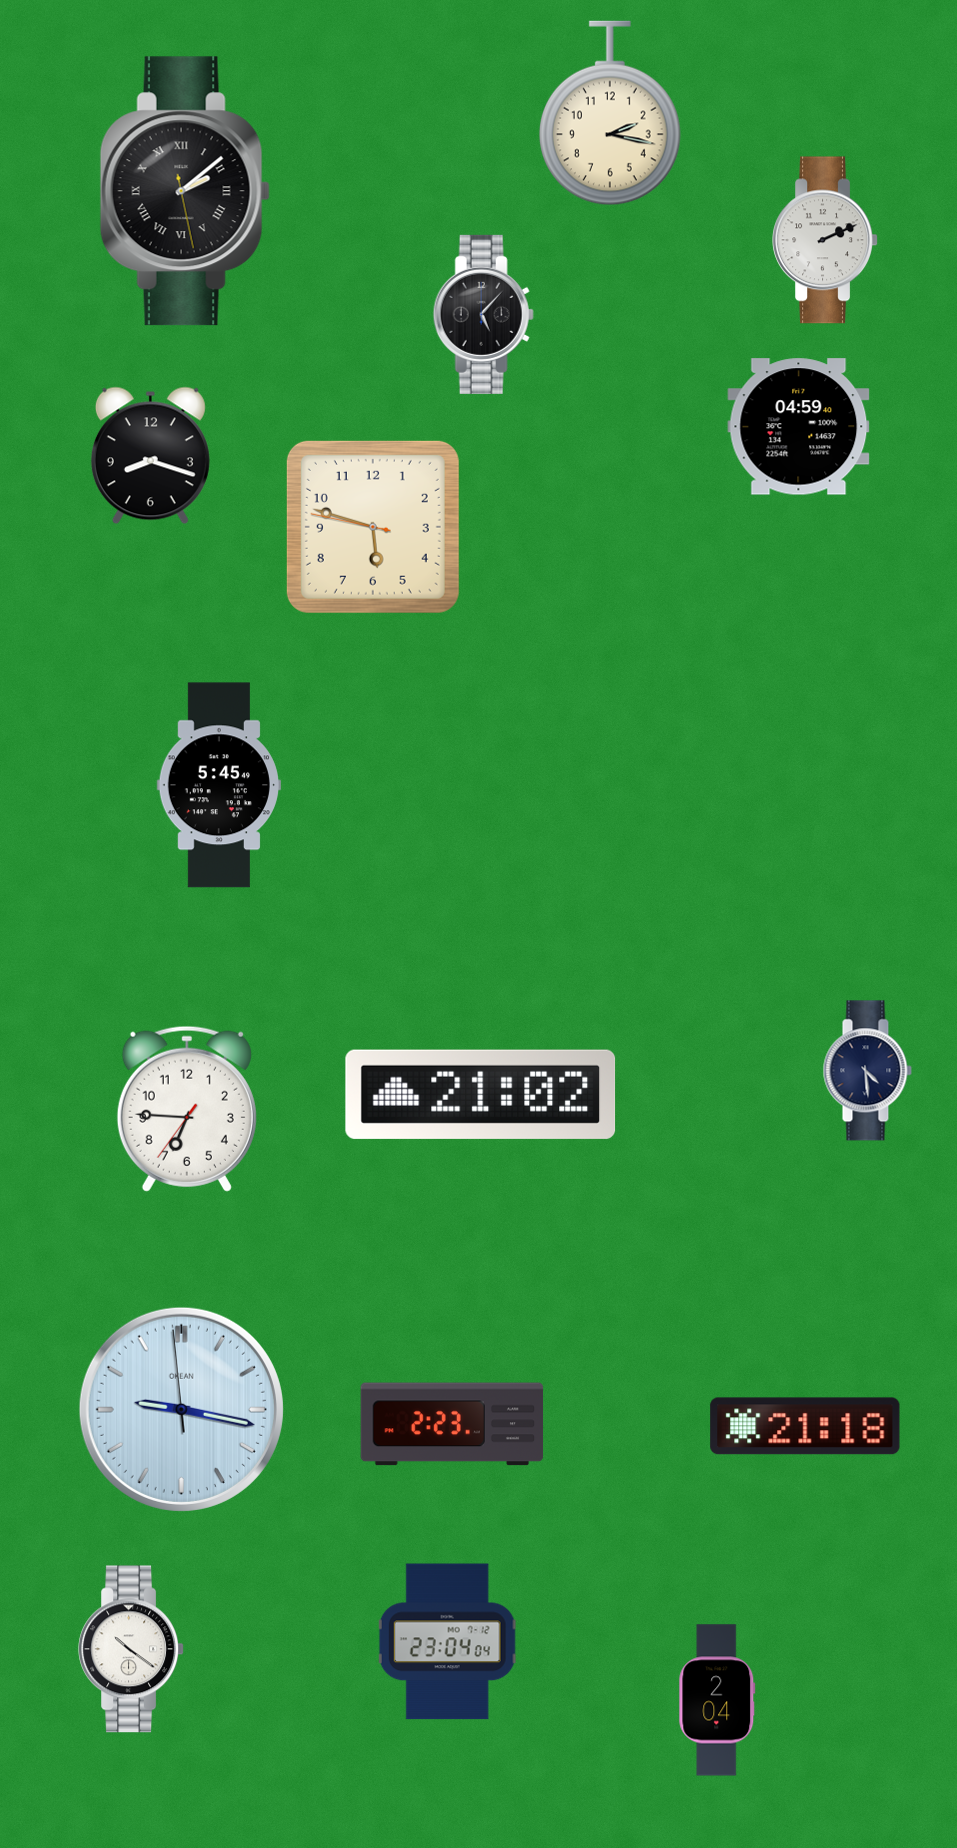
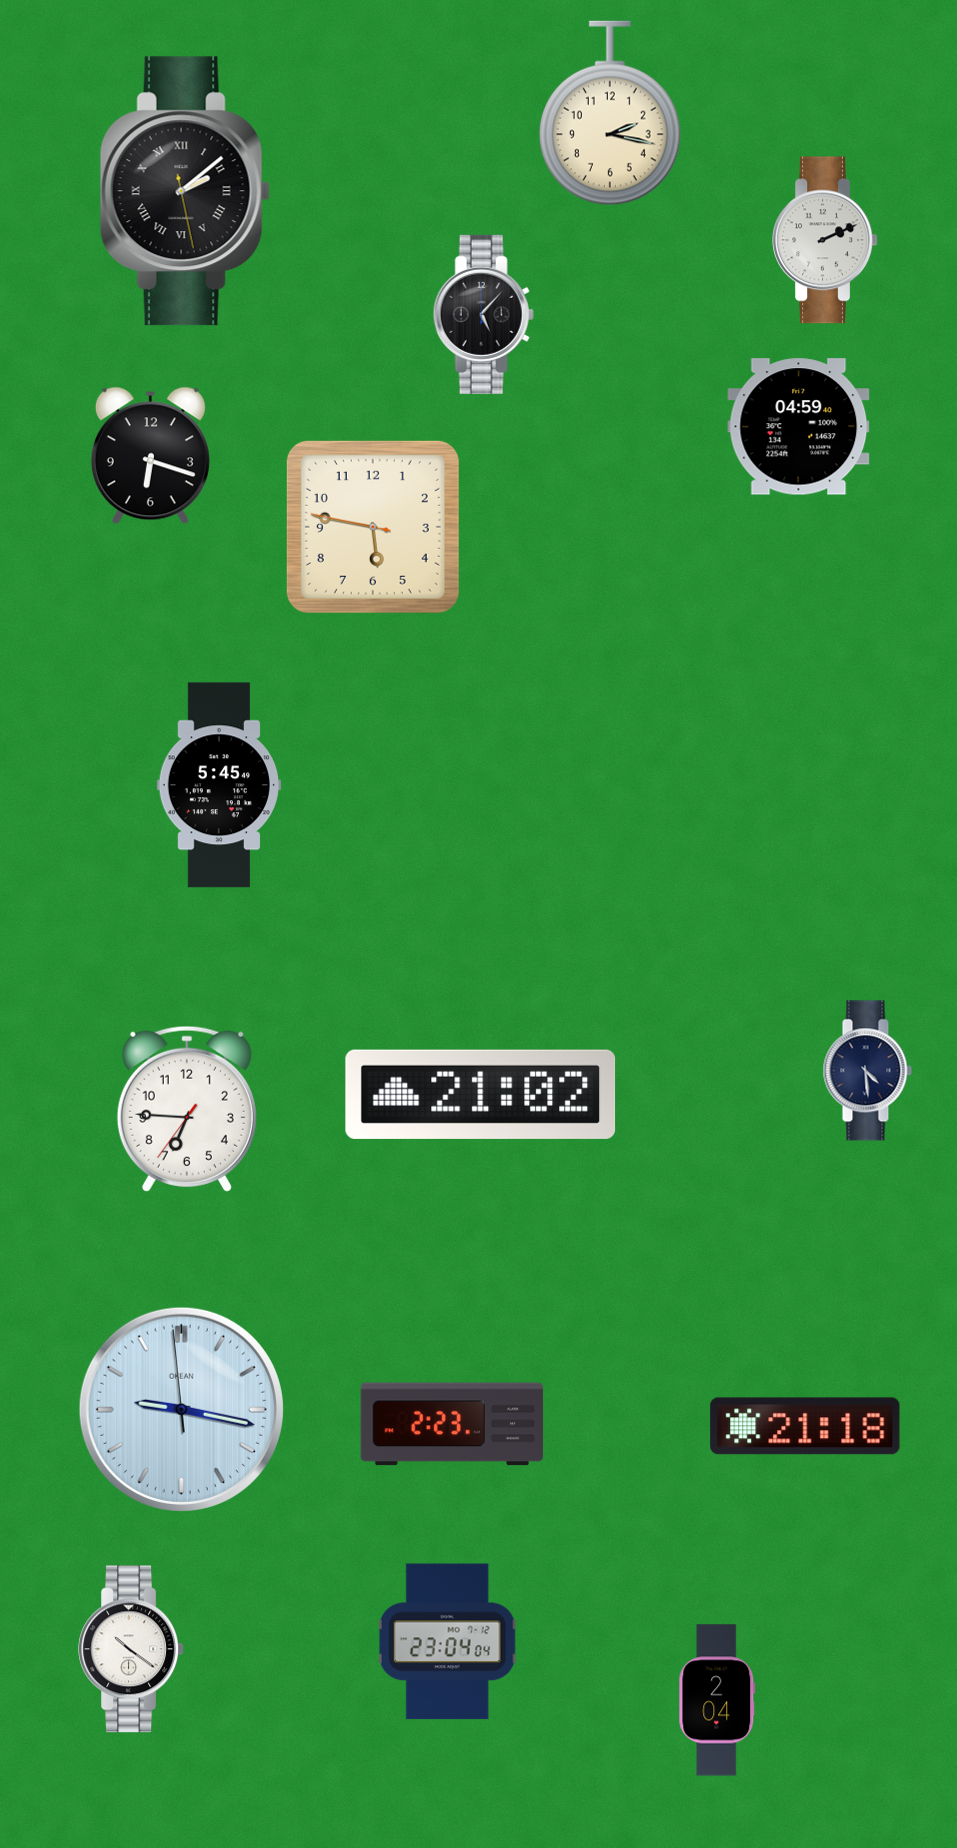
clock at (150, 456): 8:18 -> 6:18
clock at (373, 527): 5:47 -> 5:46
